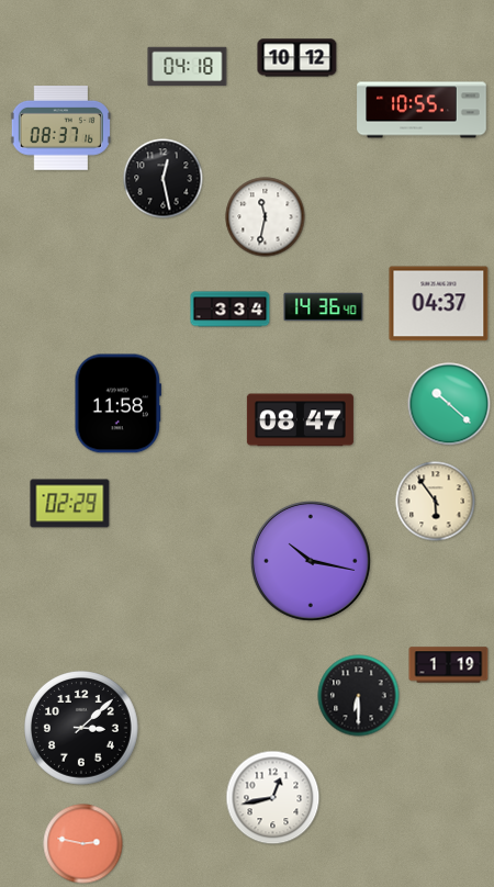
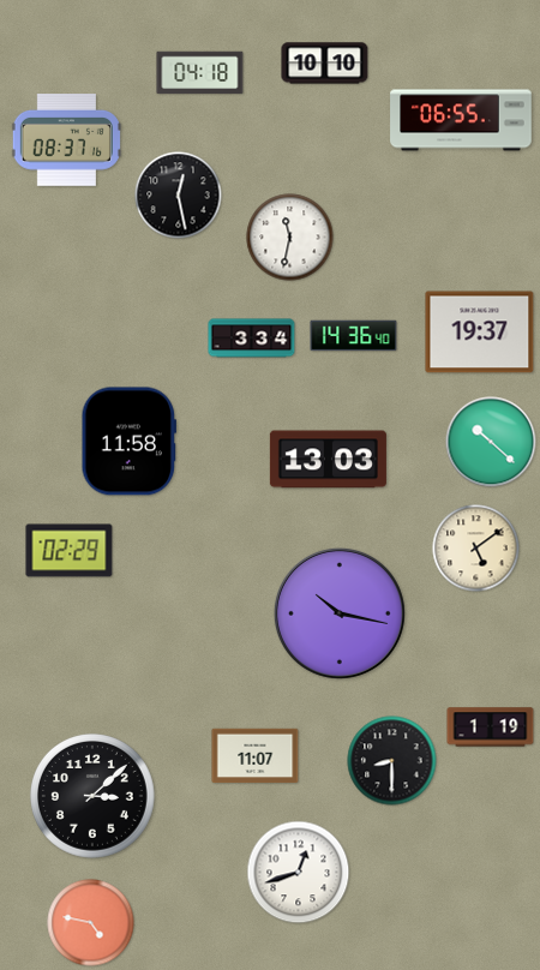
clock at (297, 58): 10:12 -> 10:10
clock at (188, 67) position: (188, 67) -> (200, 73)
clock at (422, 110): 10:55 -> 06:55
clock at (439, 304): 04:37 -> 19:37
clock at (300, 420): 08:47 -> 13:03
clock at (436, 502): 5:54 -> 5:09
clock at (70, 504) position: (70, 504) -> (70, 551)
clock at (256, 756): none -> 11:07
clock at (359, 696): 6:30 -> 8:30
clock at (82, 729) position: (82, 729) -> (94, 797)
clock at (273, 798): 12:43 -> 12:42
clock at (83, 844): 2:47 -> 4:47
